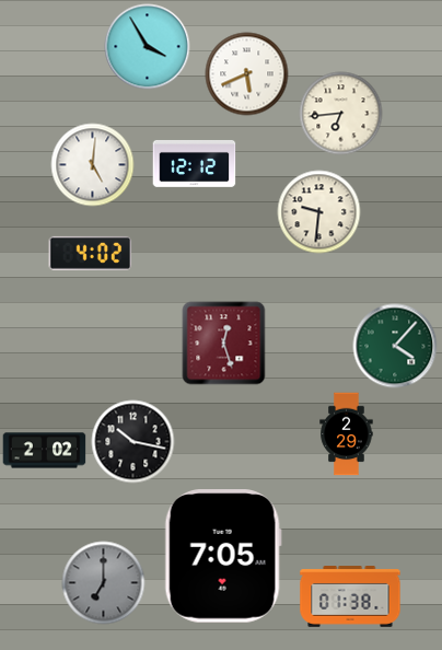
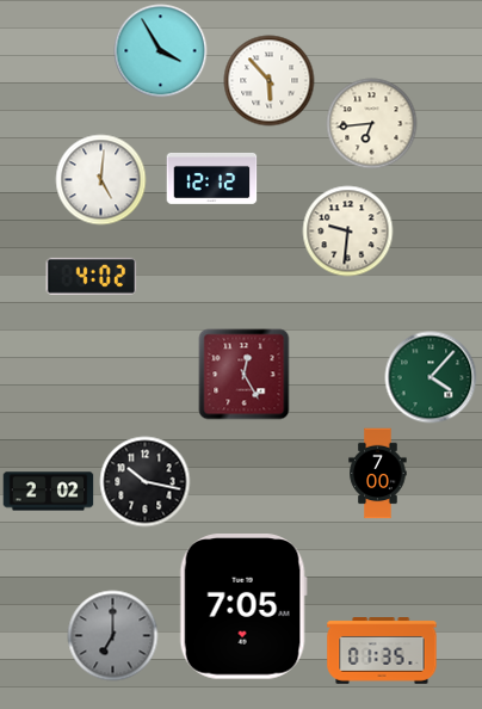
clock at (247, 74): 5:41 -> 5:53
clock at (91, 253) position: (91, 253) -> (92, 276)
clock at (224, 344): 12:27 -> 12:25
clock at (347, 434): 2:29 -> 7:00
clock at (350, 596): 01:38 -> 01:35
